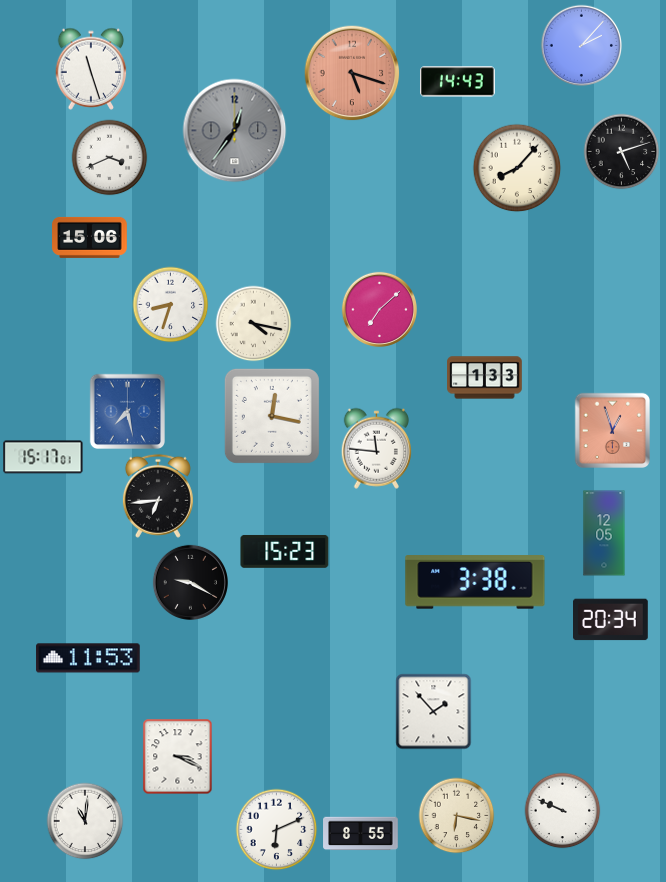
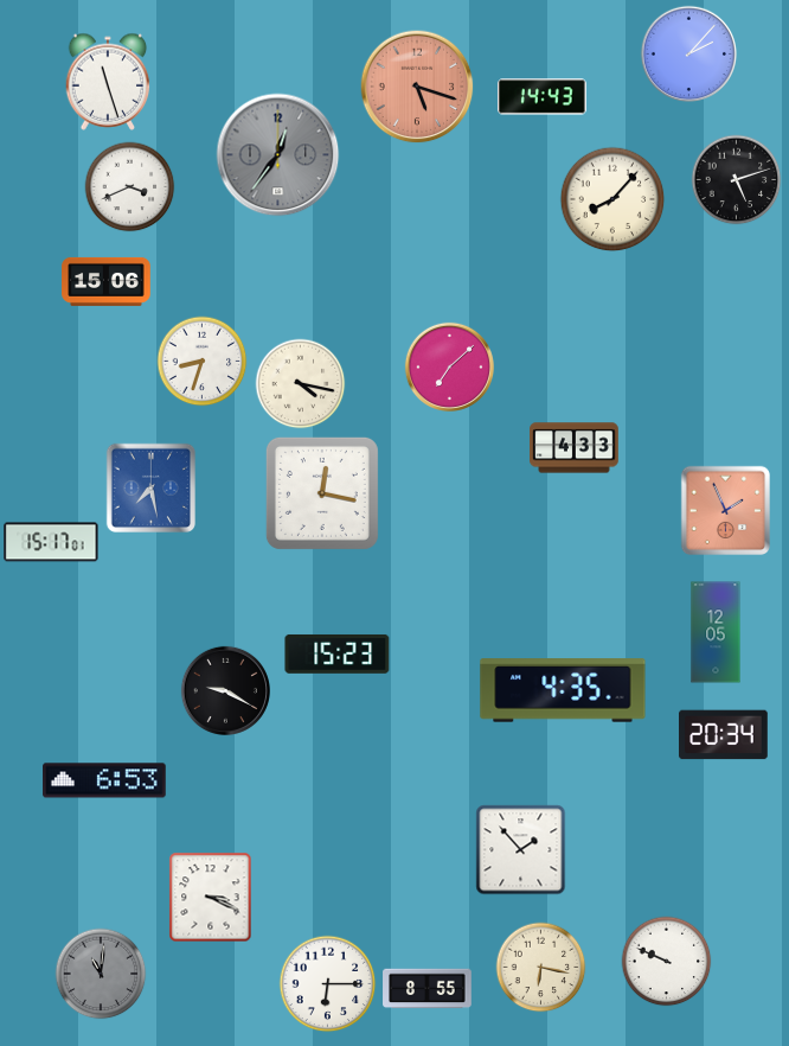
clock at (485, 378): 1:33 -> 4:33
clock at (612, 430): 12:57 -> 1:56
clock at (376, 448): 11:46 -> none
clock at (158, 496): 6:44 -> none
clock at (475, 582): 3:38 -> 4:35
clock at (88, 658): 11:53 -> 6:53
clock at (434, 712) position: (434, 712) -> (521, 850)
clock at (85, 821) dial: white -> grey
clock at (277, 830): 6:11 -> 6:15
